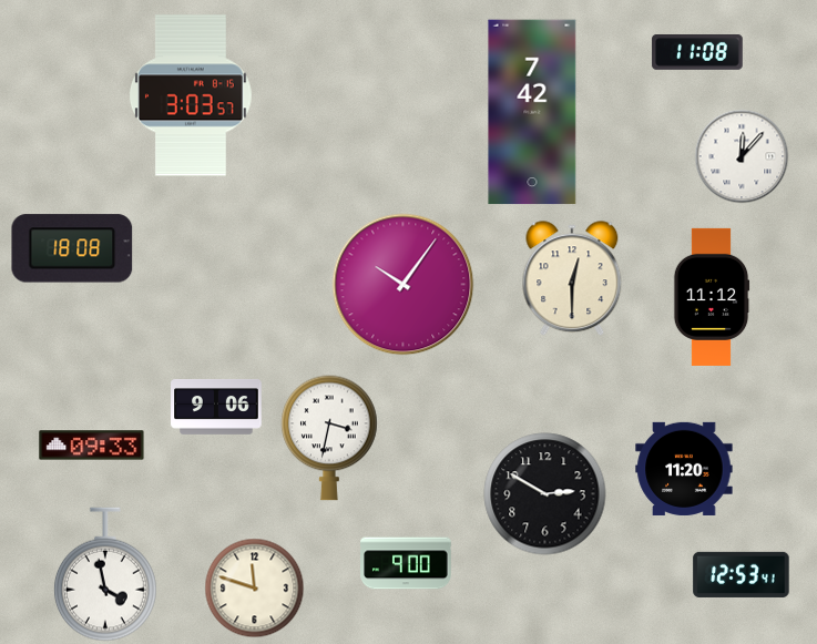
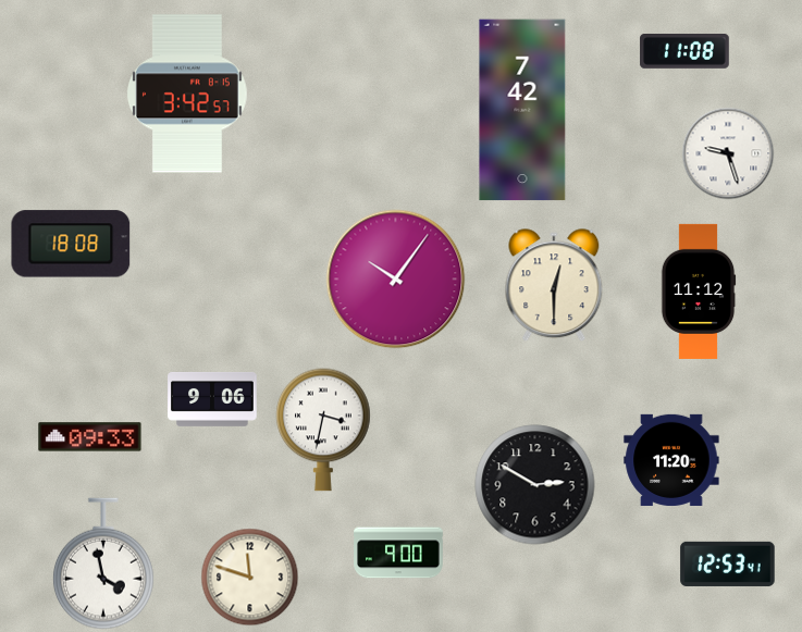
clock at (191, 95): 3:03 -> 3:42
clock at (742, 156): 12:07 -> 9:27
clock at (572, 278) position: (572, 278) -> (554, 285)
